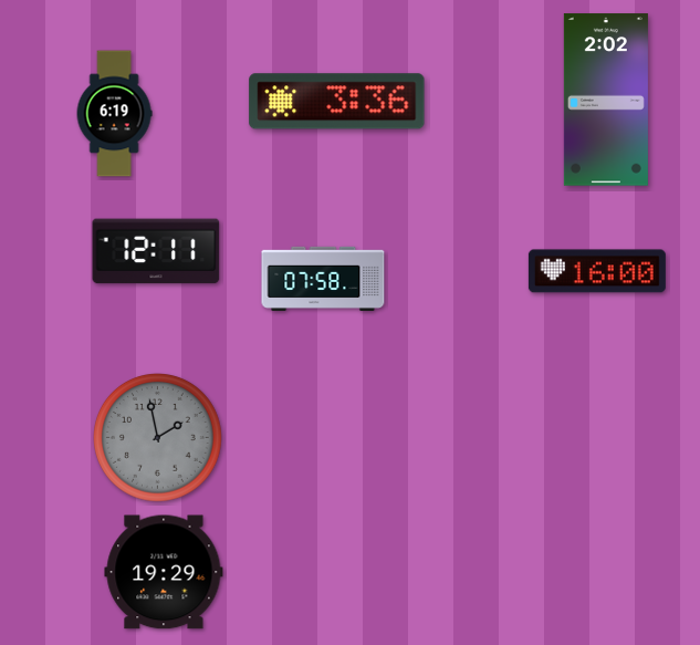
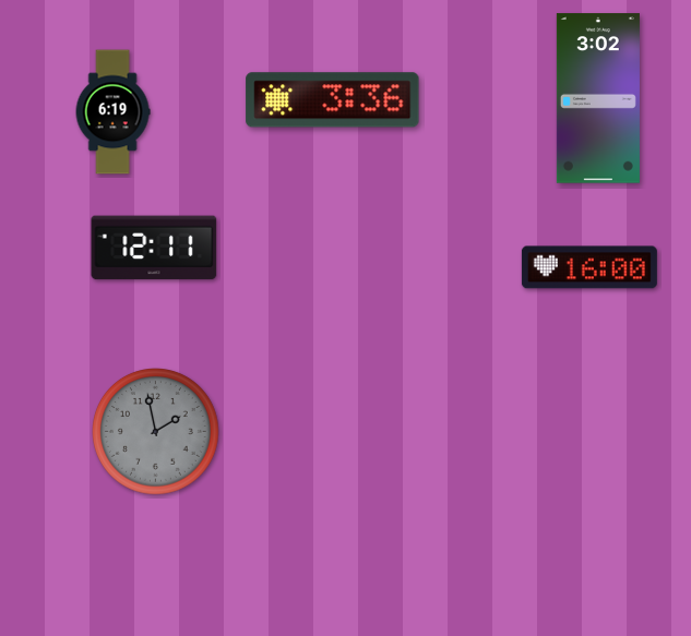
clock at (606, 100): 2:02 -> 3:02
clock at (323, 279): 07:58 -> none
clock at (164, 572): 19:29 -> none
